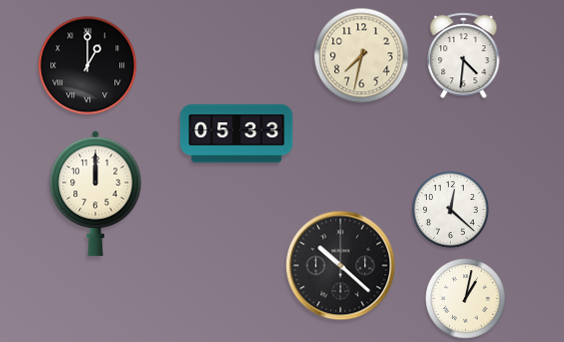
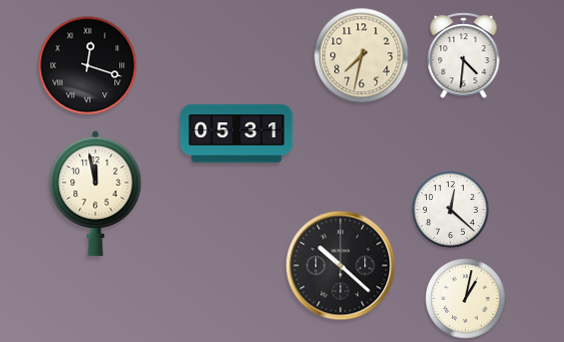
clock at (88, 66): 1:00 -> 12:18
clock at (237, 134): 05:33 -> 05:31
clock at (96, 193): 12:00 -> 11:58
